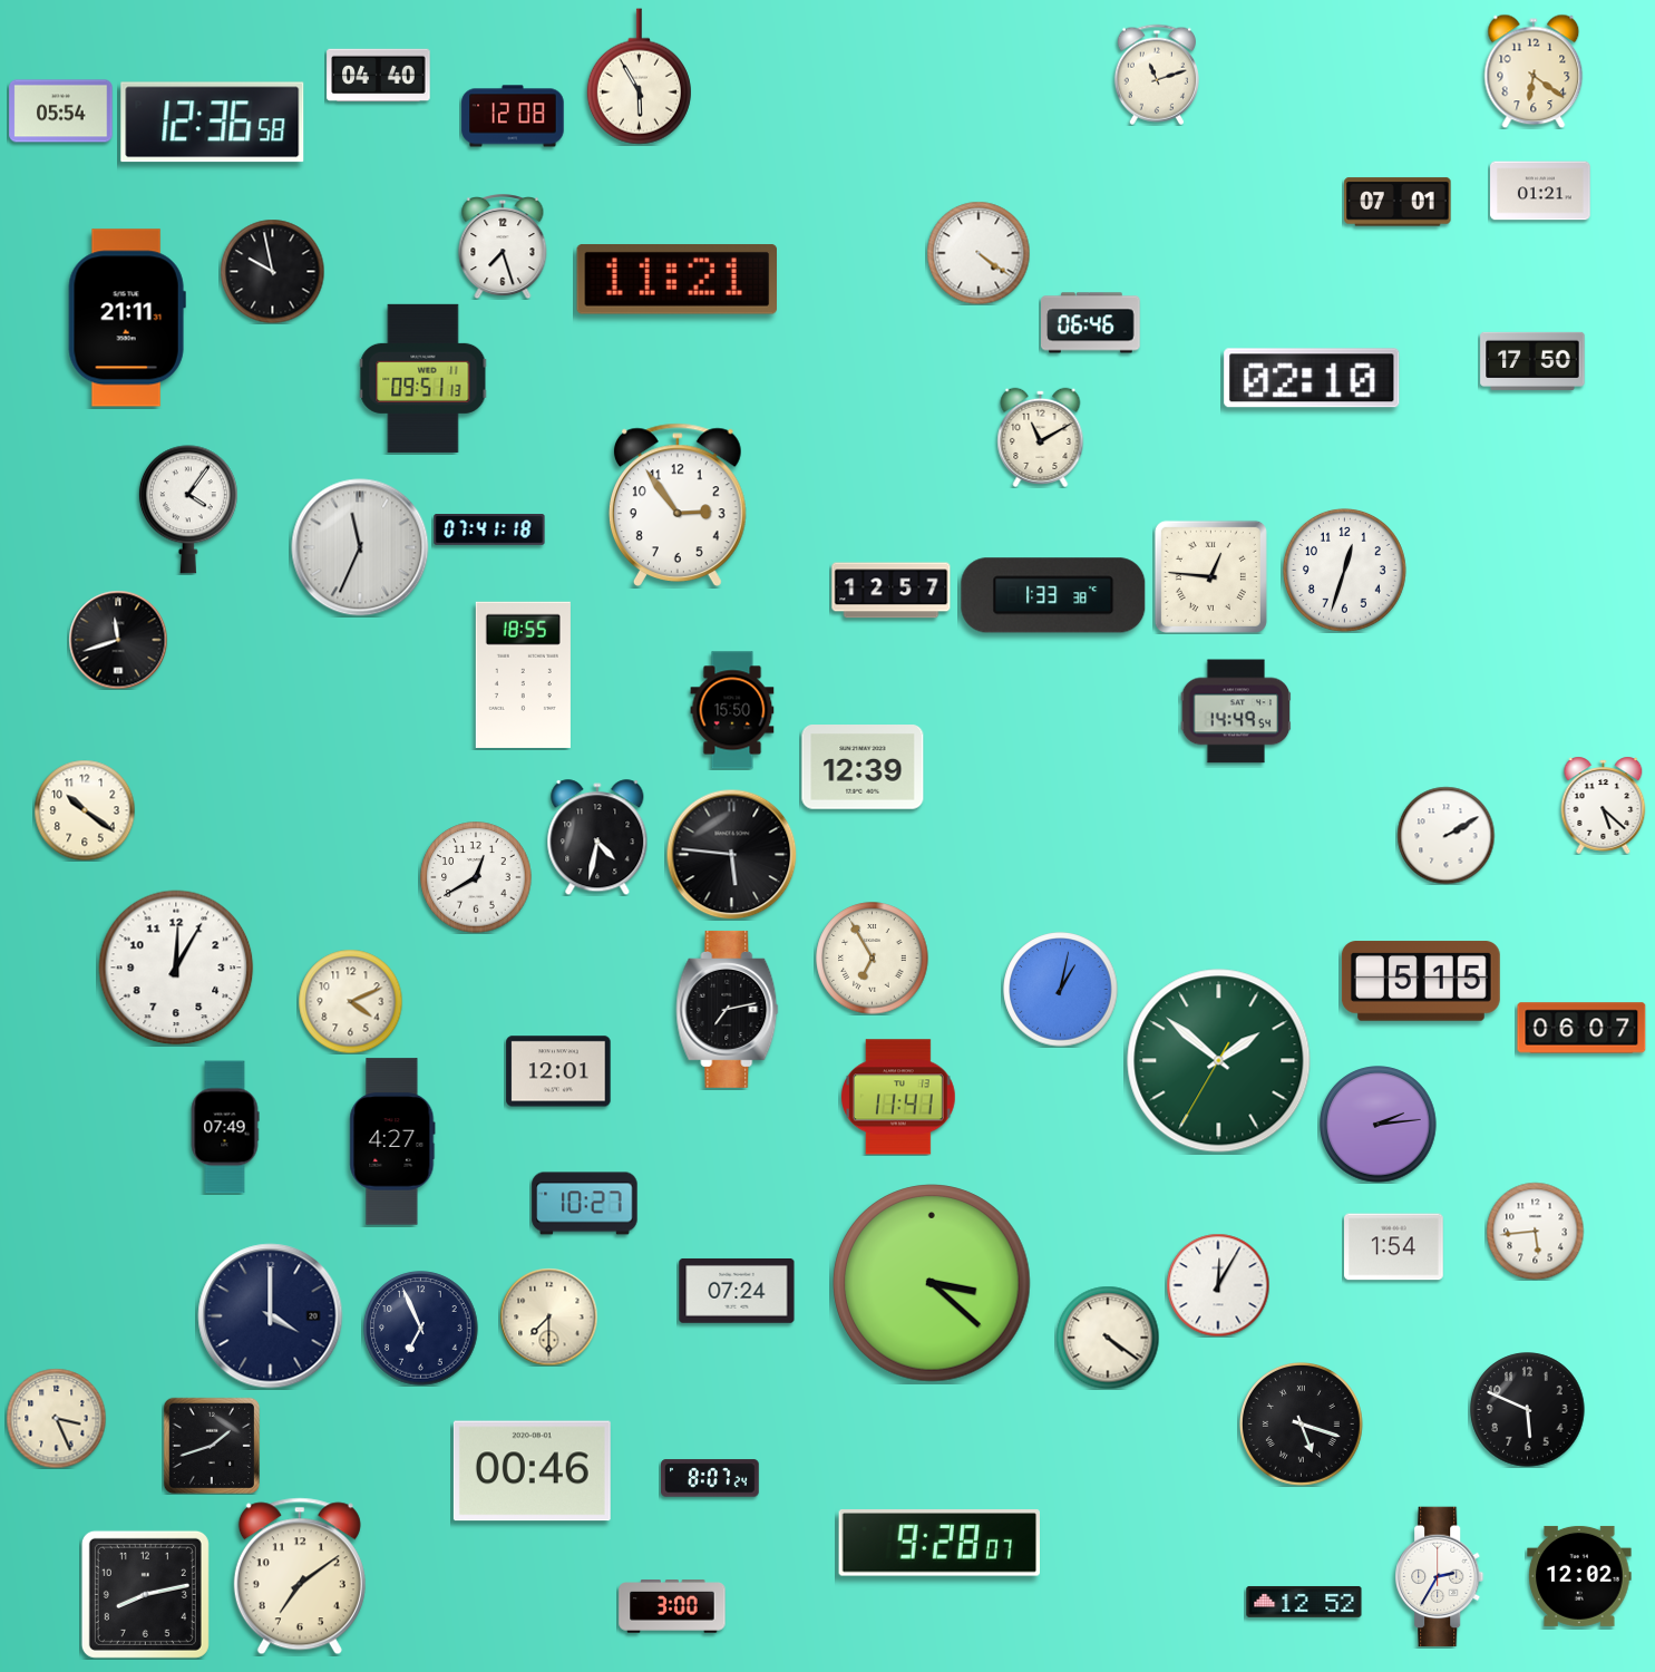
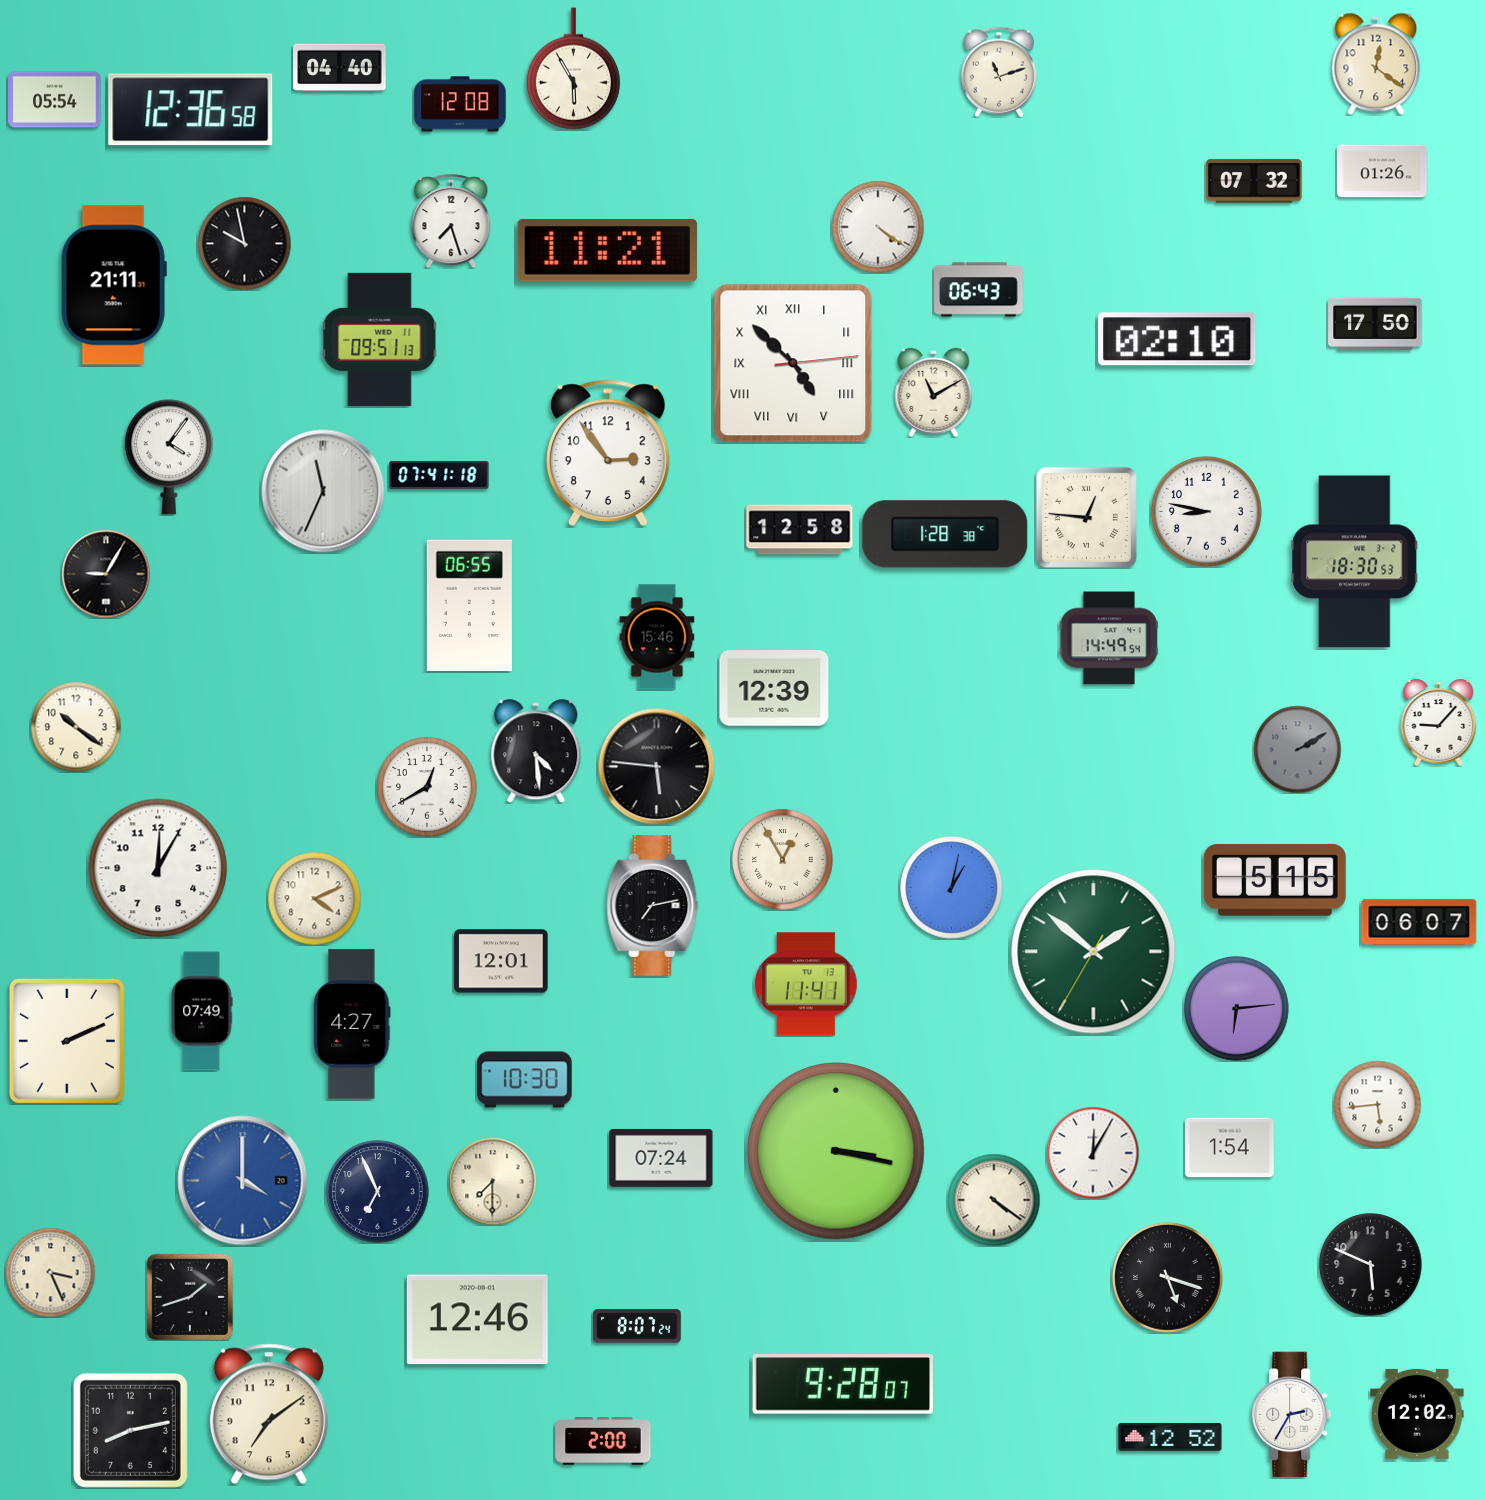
clock at (1534, 71): 6:21 -> 12:21
clock at (1157, 75) position: (1157, 75) -> (999, 72)
clock at (1540, 191): 01:21 -> 01:26
clock at (1398, 202): 07:01 -> 07:32
clock at (1091, 323): 06:46 -> 06:43
clock at (793, 363): none -> 4:52
clock at (1344, 570): 12:33 -> 8:47
clock at (892, 591): 12:57 -> 12:58
clock at (1053, 595): 1:33 -> 1:28
clock at (1355, 562): none -> 18:30
clock at (118, 640): 11:42 -> 9:05
clock at (523, 674): 18:55 -> 06:55
clock at (732, 710): 15:50 -> 15:46
clock at (1604, 805): 5:22 -> 9:07
clock at (1445, 835) dial: white -> grey
clock at (597, 837): 4:32 -> 4:29
clock at (873, 959): 6:55 -> 12:55
clock at (1379, 1125): 2:14 -> 6:14
clock at (67, 1041): none -> 2:11
clock at (585, 1204): 10:27 -> 10:30
clock at (1394, 1247) position: (1394, 1247) -> (1230, 1148)
clock at (932, 1283): 3:22 -> 3:17
clock at (271, 1316) dial: navy -> blue
clock at (532, 1471): 00:46 -> 12:46
clock at (672, 1606): 3:00 -> 2:00
